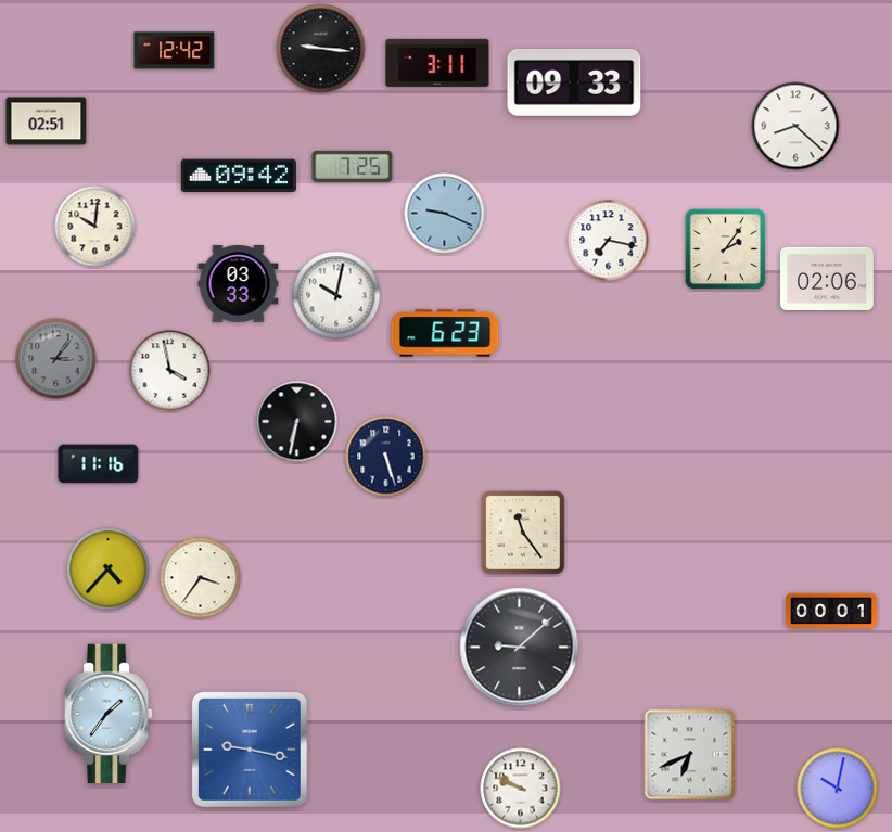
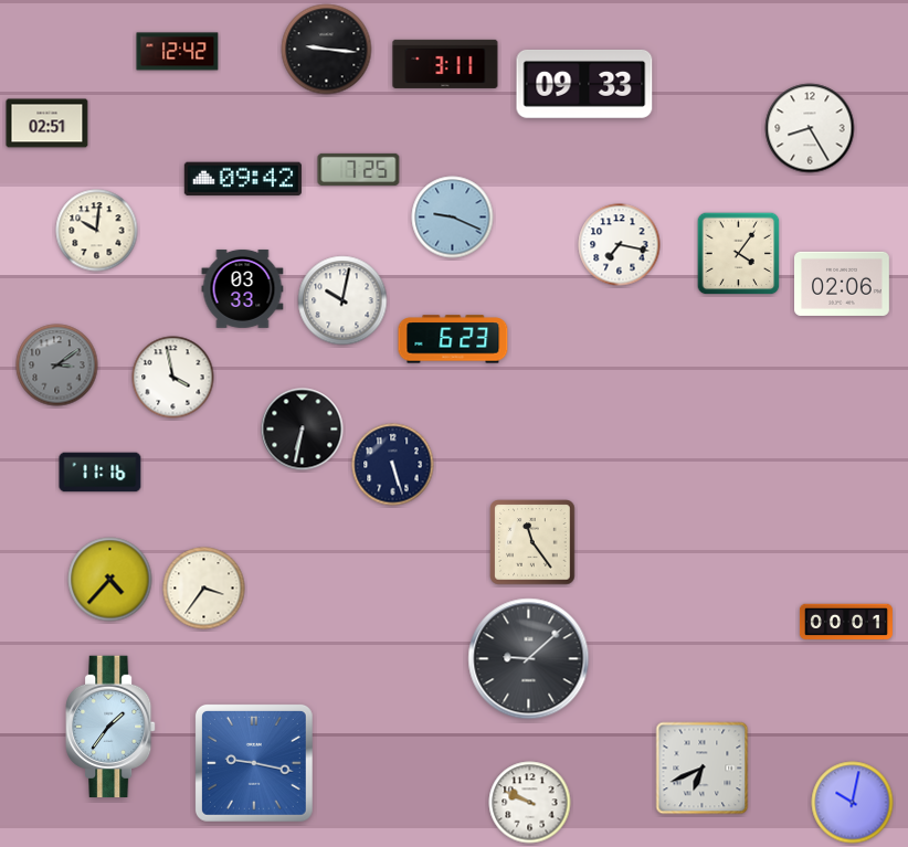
clock at (795, 126): 8:22 -> 8:25
clock at (726, 249): 2:06 -> 4:06
clock at (56, 359): 3:06 -> 3:09
